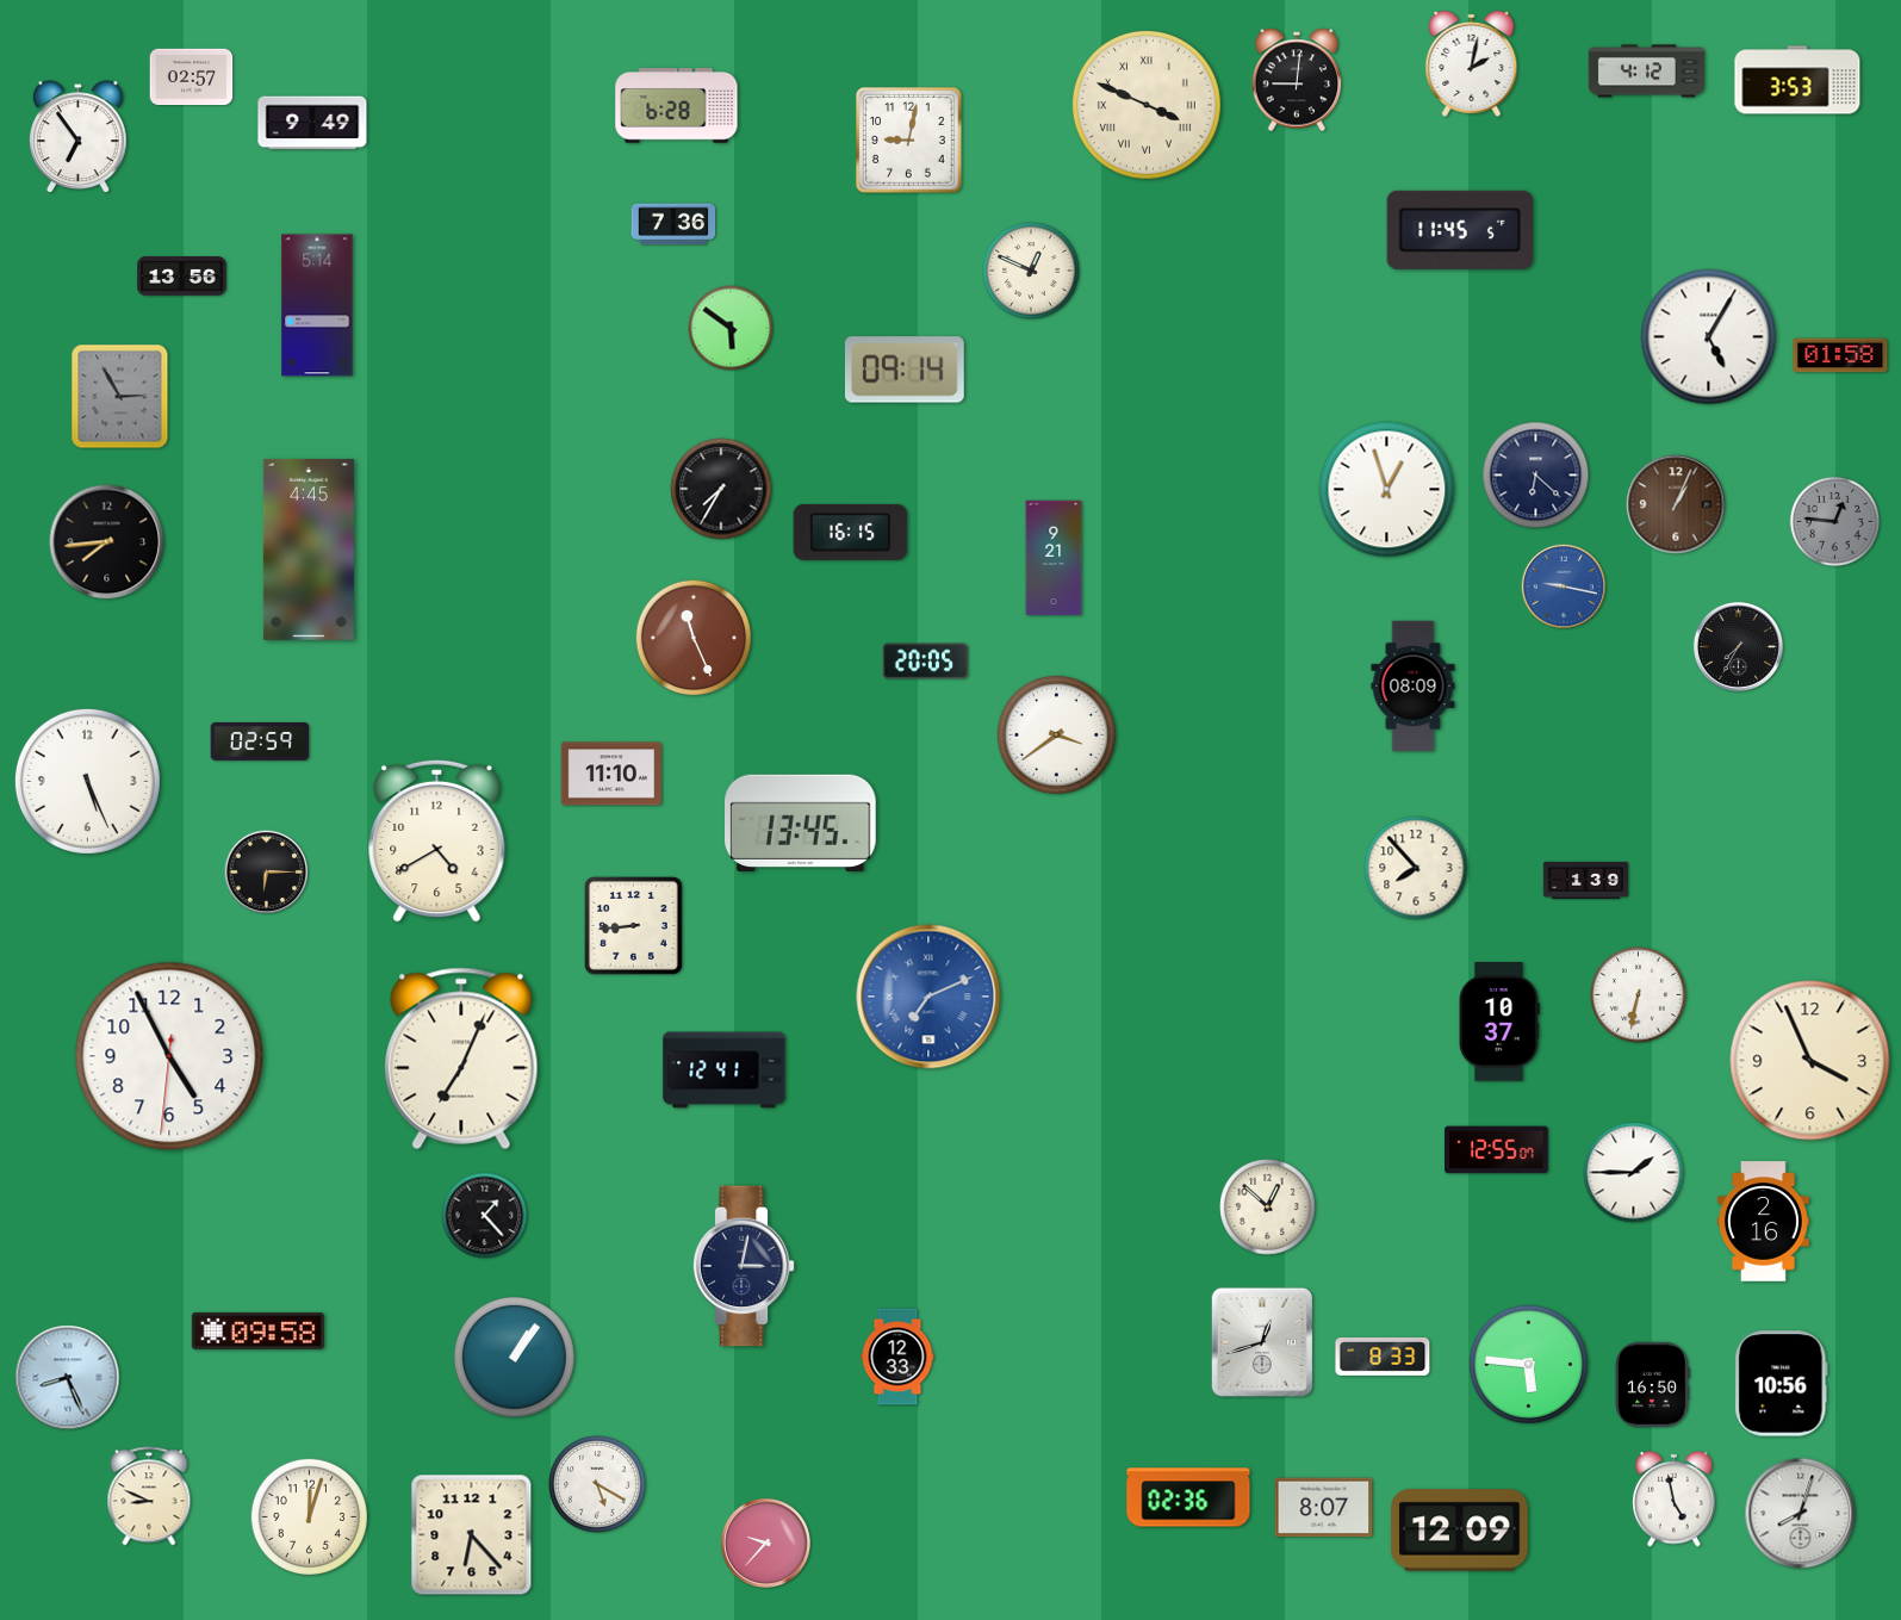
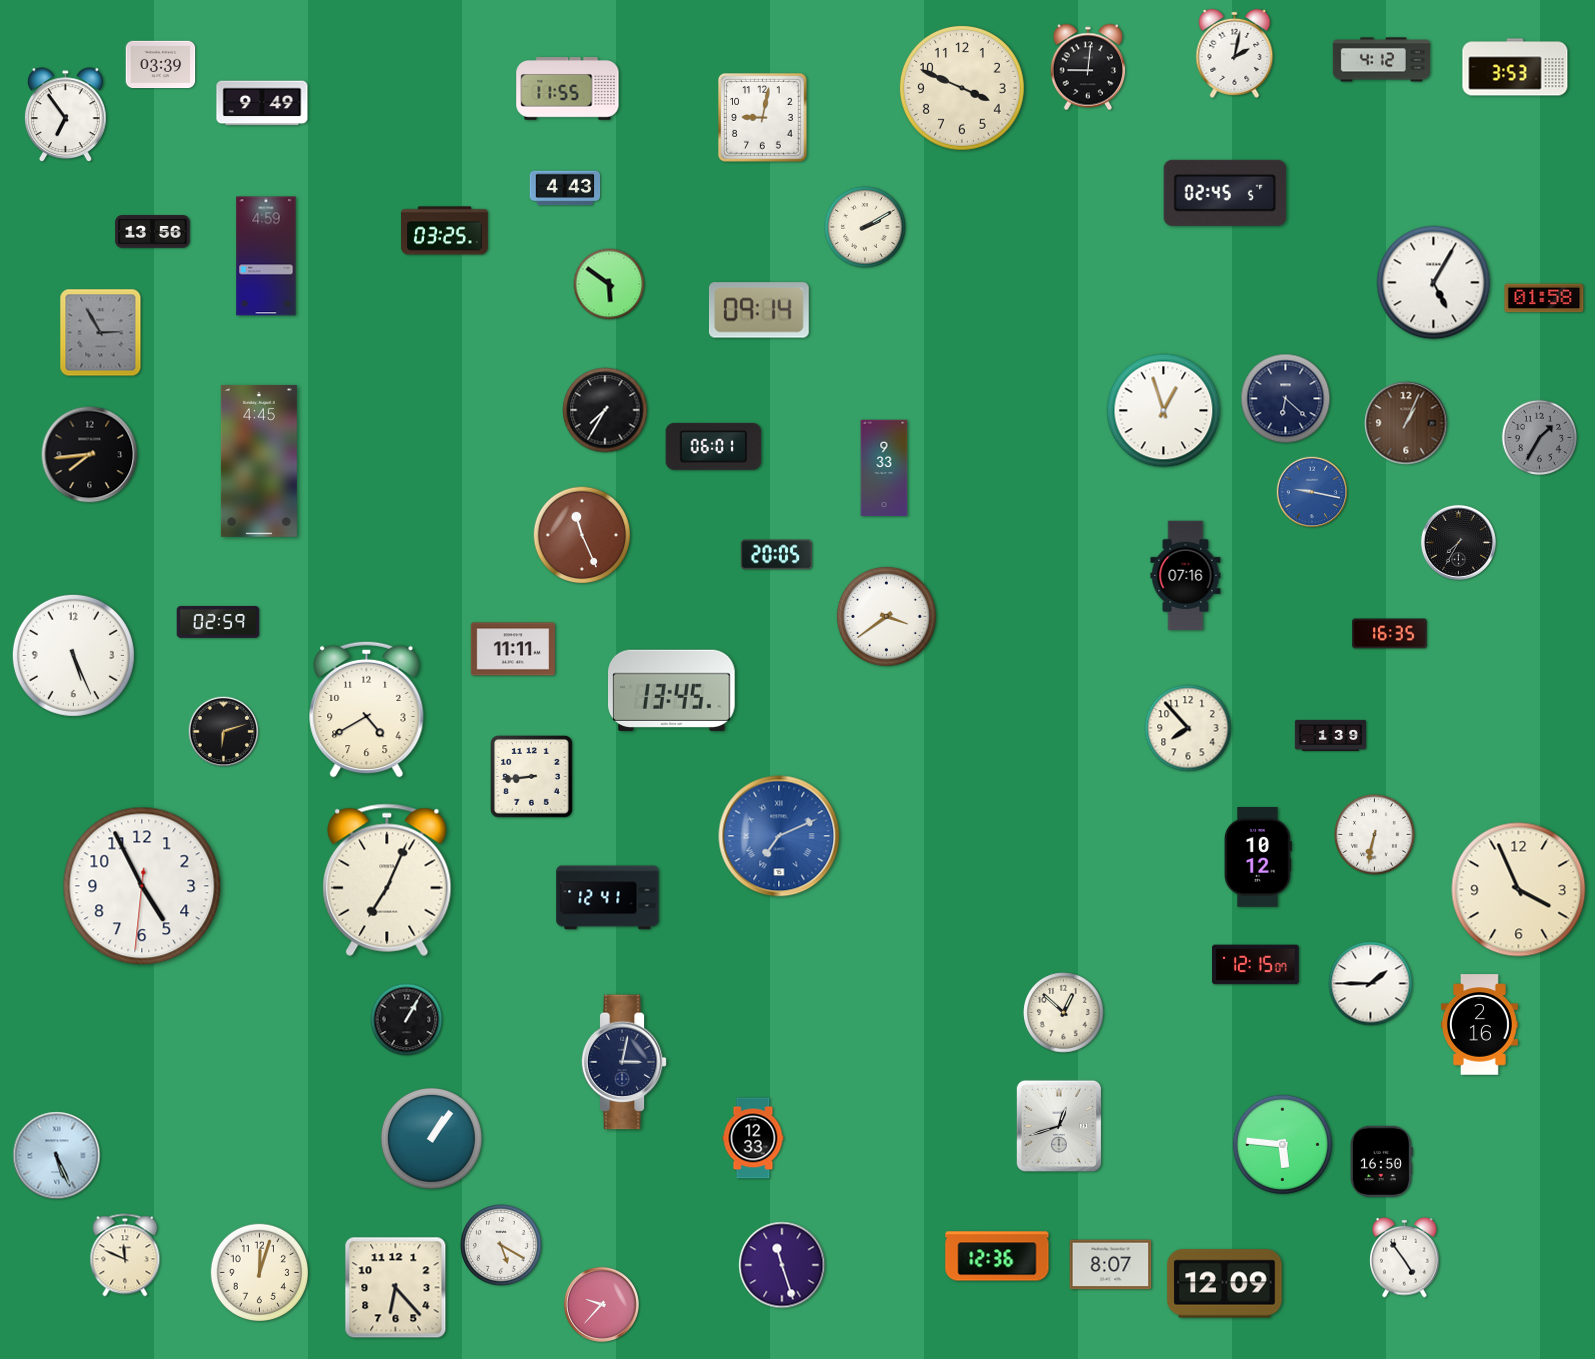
clock at (192, 77): 02:57 -> 03:39
clock at (1797, 80) position: (1797, 80) -> (1515, 67)
clock at (1147, 105) numerals: Roman -> Arabic
clock at (677, 106): 6:28 -> 11:55
clock at (673, 224): 7:36 -> 4:43
clock at (1459, 230): 11:45 -> 02:45
clock at (1031, 271): 12:49 -> 2:10
clock at (445, 231): none -> 03:25
clock at (317, 305): 5:14 -> 4:59
clock at (731, 328) position: (731, 328) -> (609, 284)
clock at (1536, 476) position: (1536, 476) -> (1286, 399)
clock at (1835, 522): 12:46 -> 1:35
clock at (851, 532): 16:15 -> 06:01
clock at (1054, 558): 9:21 -> 9:33
clock at (1414, 687): 08:09 -> 07:16
clock at (1390, 634): none -> 16:35
clock at (611, 774): 11:10 -> 11:11
clock at (437, 840) position: (437, 840) -> (367, 709)
clock at (267, 873): 6:15 -> 6:12
clock at (1585, 880) position: (1585, 880) -> (1330, 735)
clock at (1499, 1023): 10:37 -> 10:12
clock at (461, 1059) position: (461, 1059) -> (387, 880)
clock at (1497, 1150): 12:55 -> 12:15
clock at (485, 1216): 1:23 -> 1:05
clock at (257, 1330): 09:58 -> none
clock at (1383, 1357): 8:33 -> none
clock at (68, 1378): 8:26 -> 5:26
clock at (1652, 1384) position: (1652, 1384) -> (1381, 1161)
clock at (1782, 1384): 10:56 -> none
clock at (149, 1496): 8:49 -> 11:49
clock at (1188, 1497): 02:36 -> 12:36
clock at (1675, 1498): 4:58 -> 4:54
clock at (782, 1265): none -> 11:27
clock at (1801, 1514): 8:03 -> none
clock at (765, 1543) position: (765, 1543) -> (601, 1304)
